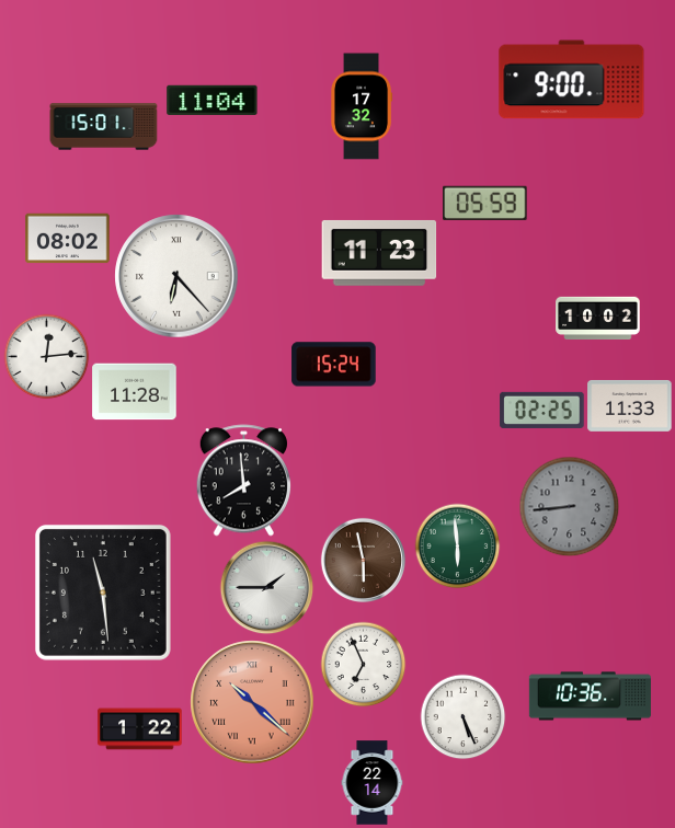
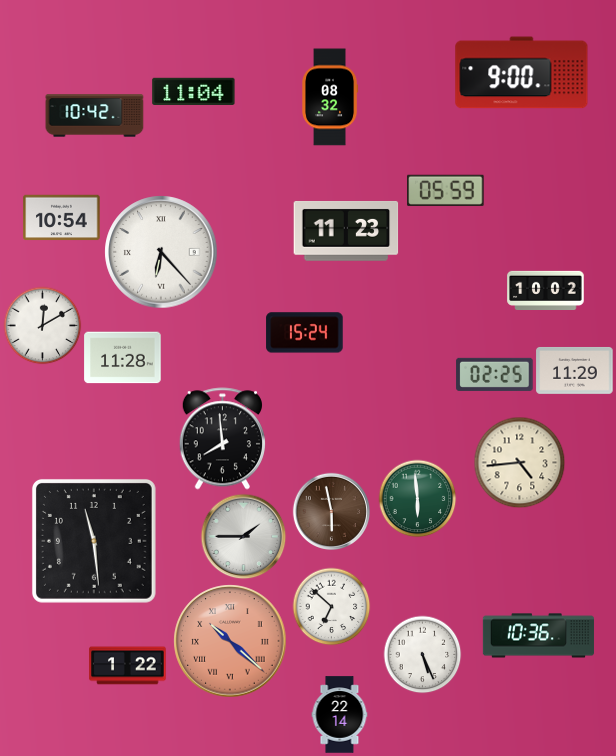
clock at (363, 106): 17:32 -> 08:32
clock at (104, 127): 15:01 -> 10:42
clock at (485, 203) position: (485, 203) -> (446, 190)
clock at (68, 239): 08:02 -> 10:54
clock at (46, 356): 12:14 -> 12:10
clock at (630, 405): 11:33 -> 11:29
clock at (569, 506): 8:44 -> 4:44
clock at (569, 506) dial: grey -> cream
clock at (363, 664): 6:56 -> 6:52
